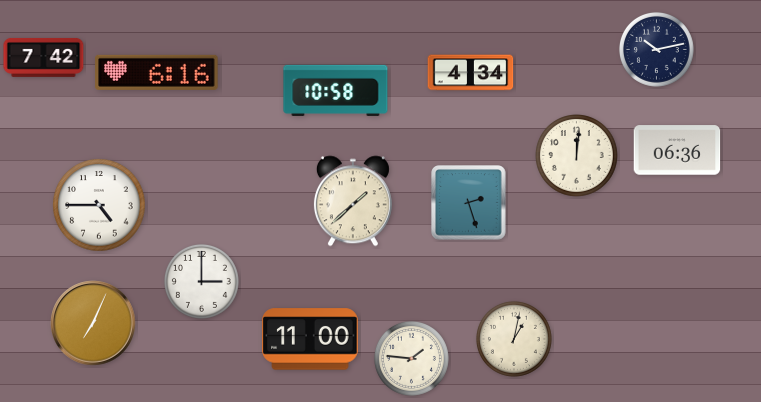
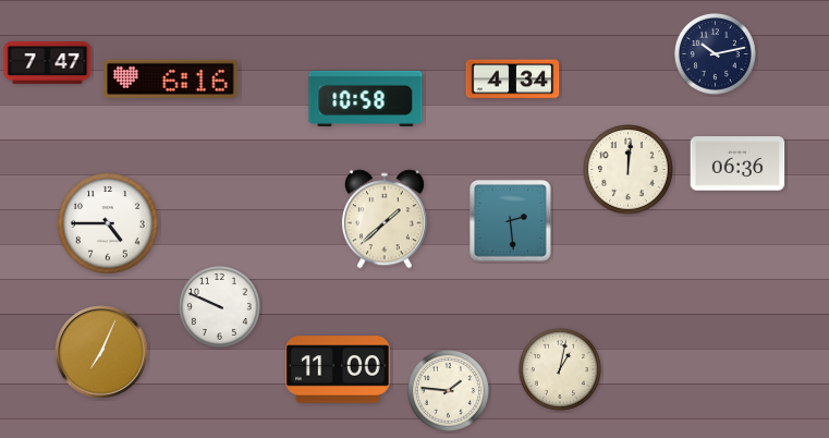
clock at (44, 57): 7:42 -> 7:47
clock at (469, 203): 2:27 -> 2:29
clock at (201, 281): 3:00 -> 9:49
